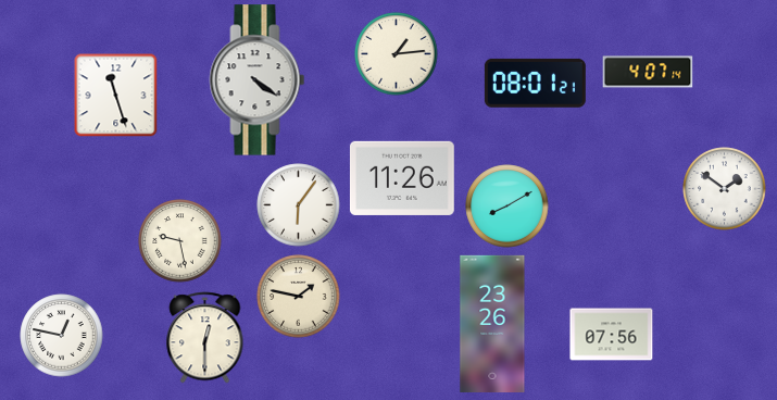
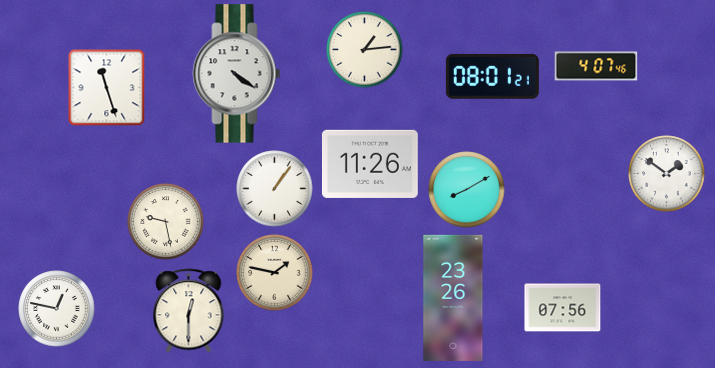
clock at (648, 72): 4:07:14 -> 4:07:46
clock at (299, 205): 6:06 -> 1:06
